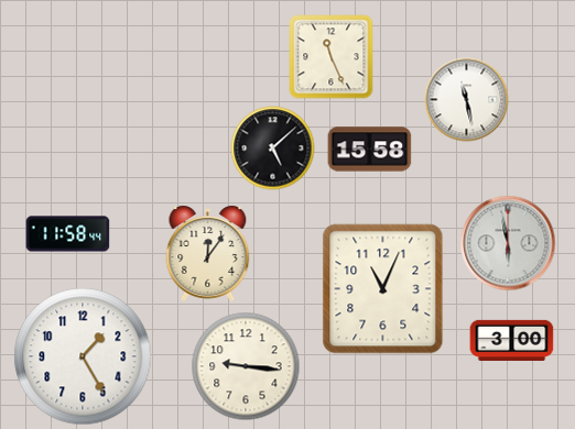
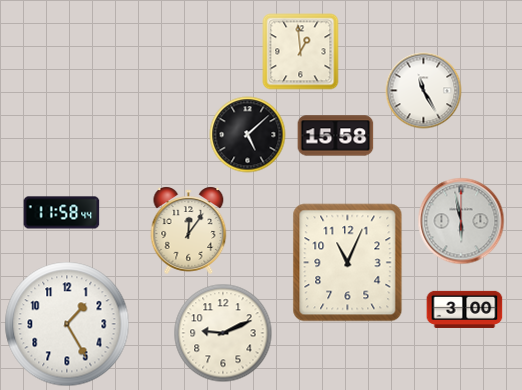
clock at (332, 57): 11:26 -> 12:59
clock at (467, 100): 11:28 -> 11:25
clock at (83, 356) position: (83, 356) -> (67, 324)
clock at (246, 366): 9:16 -> 9:11
